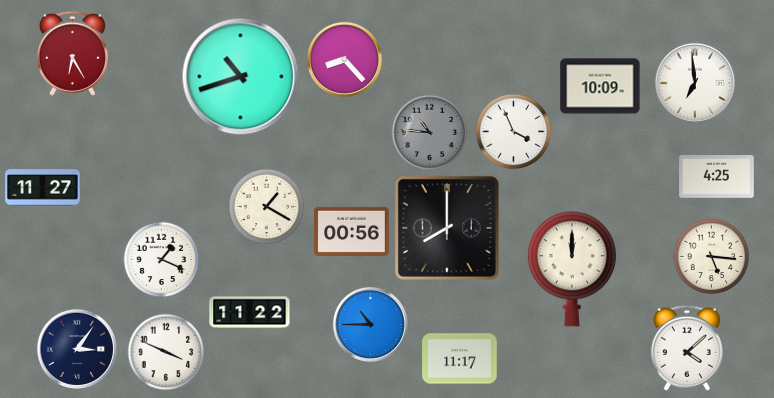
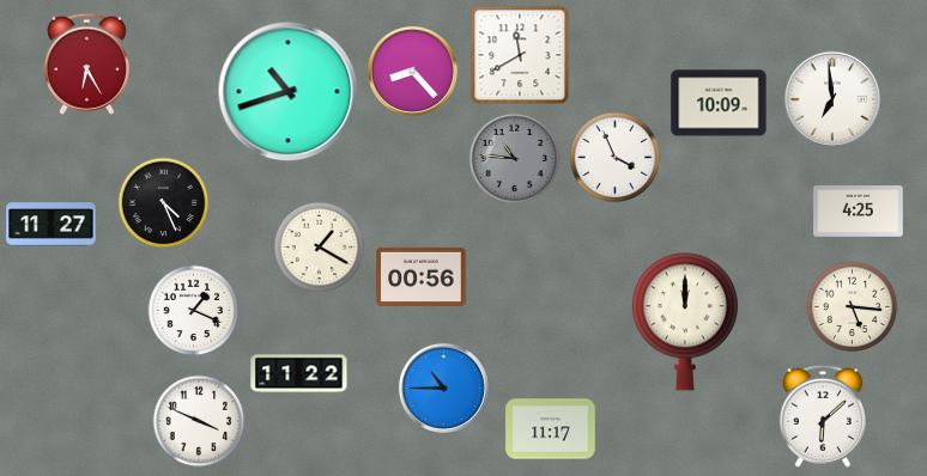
clock at (520, 55): none -> 11:40
clock at (164, 203): none -> 4:26
clock at (447, 228): 8:00 -> none
clock at (687, 348): 4:08 -> 6:08
clock at (77, 349): 3:06 -> none
